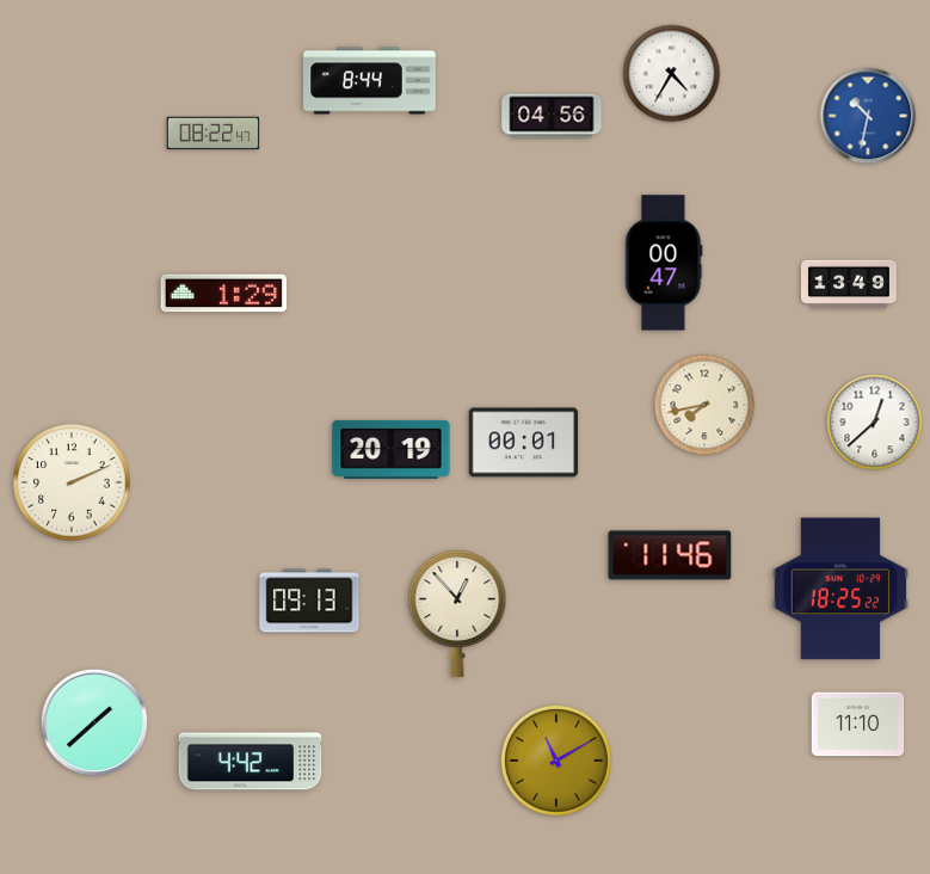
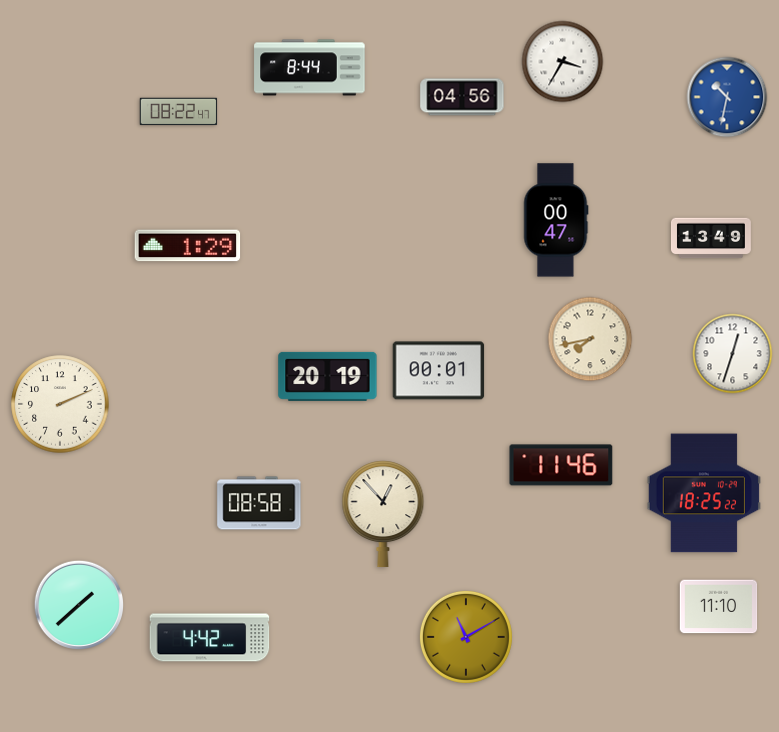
clock at (672, 74): 4:35 -> 3:35
clock at (875, 423): 12:38 -> 12:33
clock at (309, 601): 09:13 -> 08:58
